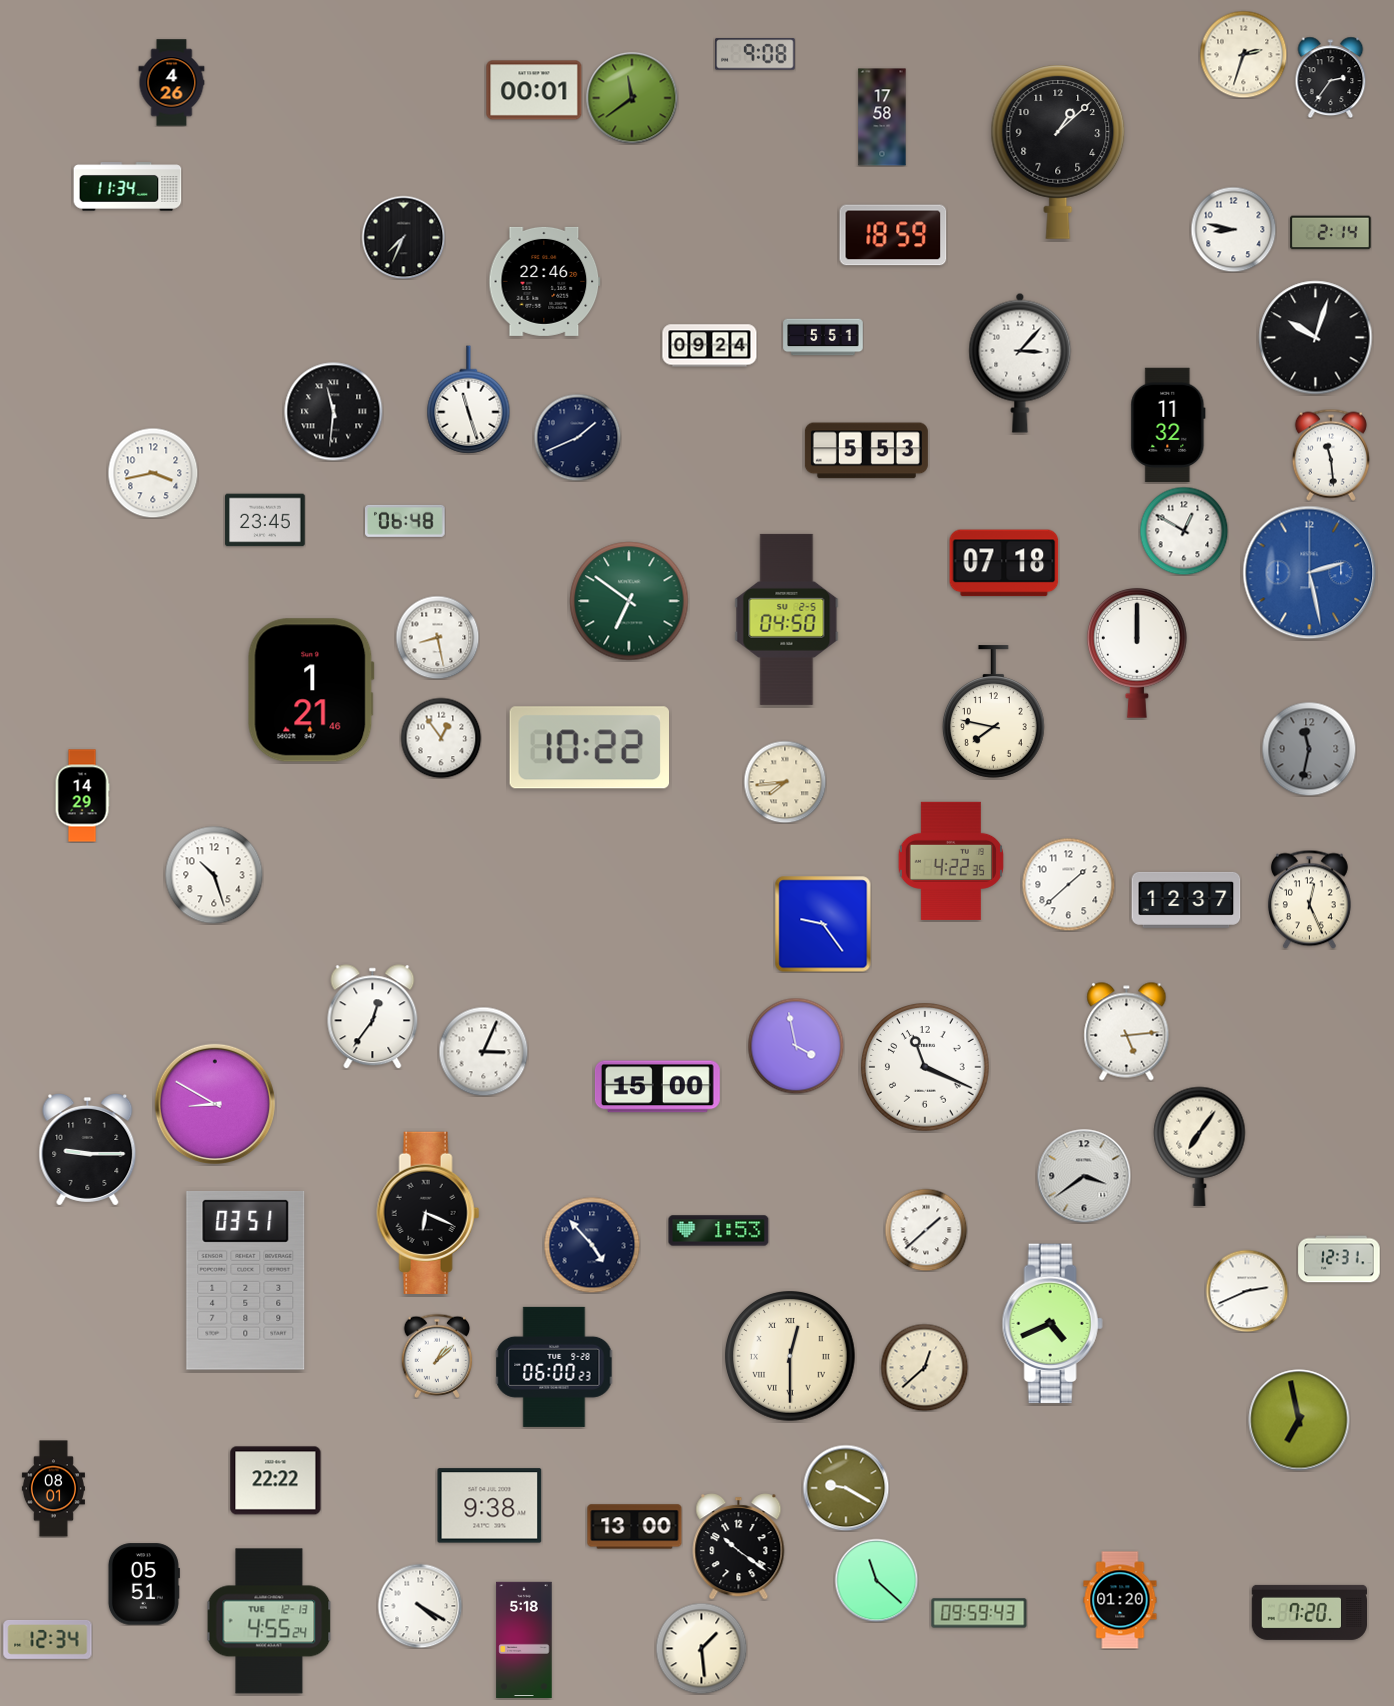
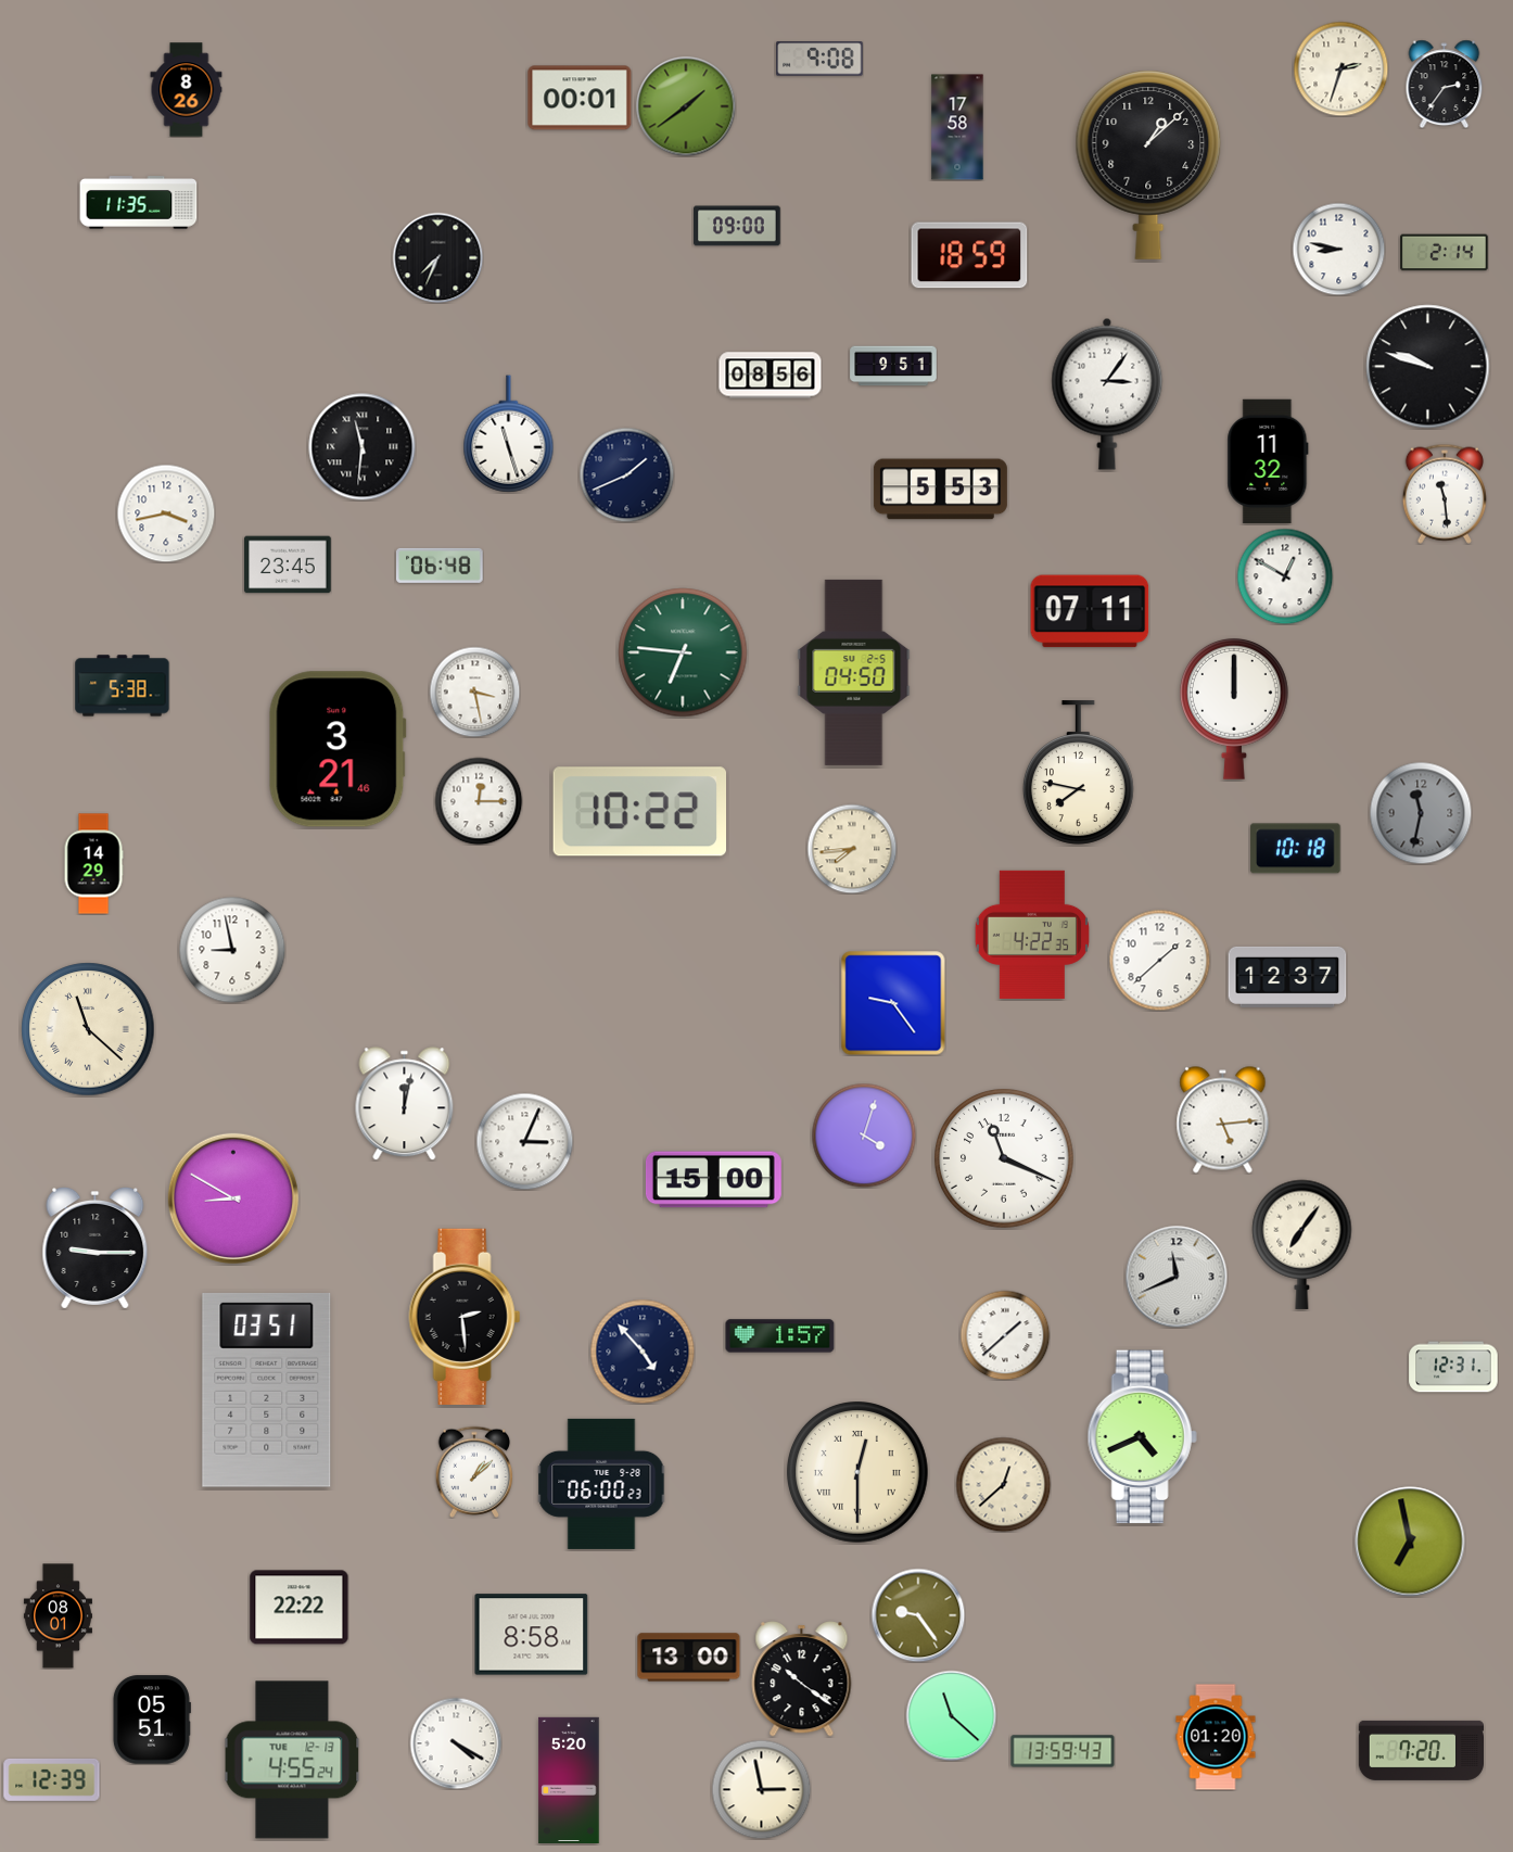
clock at (1243, 54) position: (1243, 54) -> (1340, 68)
clock at (172, 83): 4:26 -> 8:26
clock at (632, 98): 11:39 -> 1:39
clock at (128, 187): 11:34 -> 11:35
clock at (737, 226): none -> 09:00
clock at (545, 281): 22:46 -> none
clock at (823, 337): 5:51 -> 9:51
clock at (1316, 338): 10:03 -> 9:48
clock at (710, 346): 09:24 -> 08:56
clock at (1020, 363): 3:07 -> 3:06
clock at (1004, 563): 07:18 -> 07:11
clock at (1310, 573): 2:28 -> none
clock at (629, 601): 6:51 -> 6:46
clock at (123, 686): none -> 5:38
clock at (437, 637): 8:28 -> 3:28
clock at (311, 690): 1:21 -> 3:21
clock at (441, 738): 12:54 -> 12:15
clock at (1296, 849): none -> 10:18
clock at (82, 796) position: (82, 796) -> (93, 864)
clock at (214, 875): 10:27 -> 8:58
clock at (1309, 899): 12:26 -> none
clock at (88, 1029): none -> 11:22
clock at (373, 1017): 12:36 -> 12:02
clock at (796, 1046): 3:58 -> 4:03
clock at (1084, 1176): 3:39 -> 11:41
clock at (428, 1212): 6:19 -> 2:29
clock at (719, 1231): 1:53 -> 1:57
clock at (1247, 1291): 2:41 -> none
clock at (846, 1488): 9:20 -> 9:24
clock at (490, 1506): 9:38 -> 8:58
clock at (144, 1584) position: (144, 1584) -> (152, 1720)
clock at (979, 1613): 09:59 -> 13:59
clock at (48, 1639): 12:34 -> 12:39
clock at (524, 1639): 5:18 -> 5:20
clock at (701, 1648): 1:29 -> 2:58
